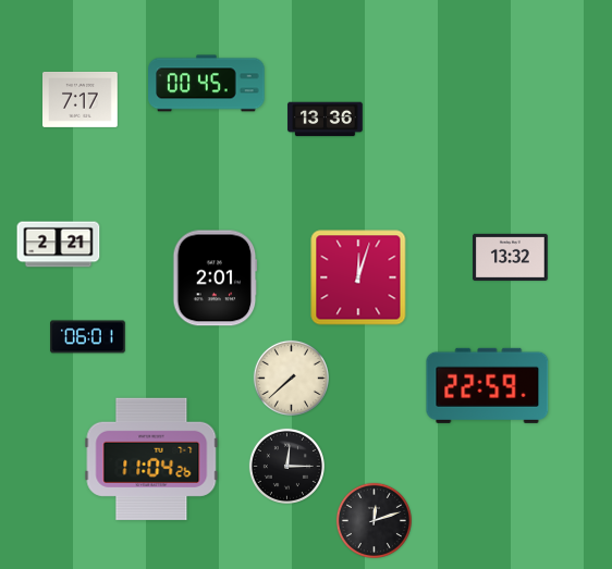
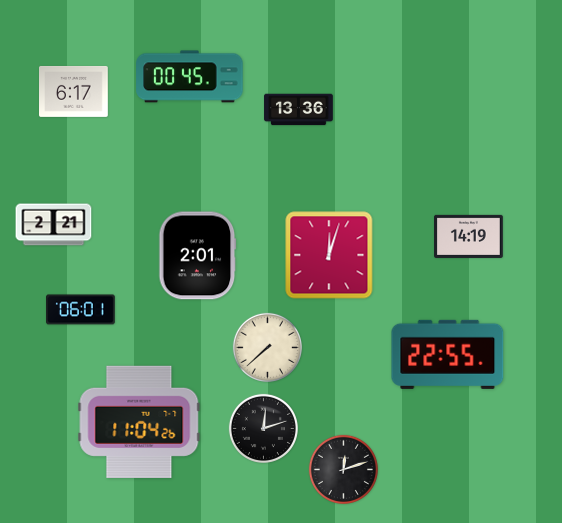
clock at (81, 99): 7:17 -> 6:17
clock at (511, 257): 13:32 -> 14:19
clock at (488, 385): 22:59 -> 22:55
clock at (286, 466): 12:15 -> 12:12
clock at (374, 520) position: (374, 520) -> (343, 469)
